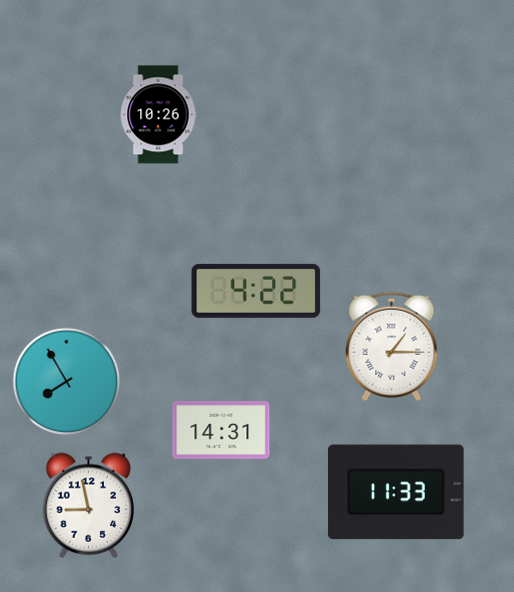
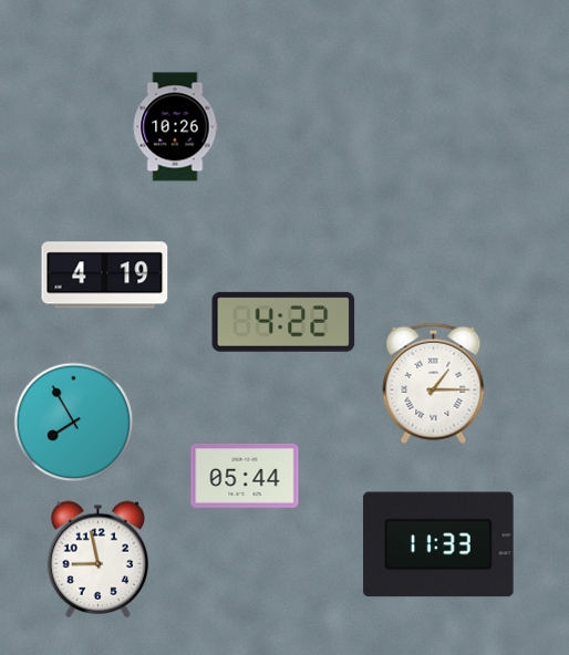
clock at (105, 275): none -> 4:19
clock at (221, 430): 14:31 -> 05:44
